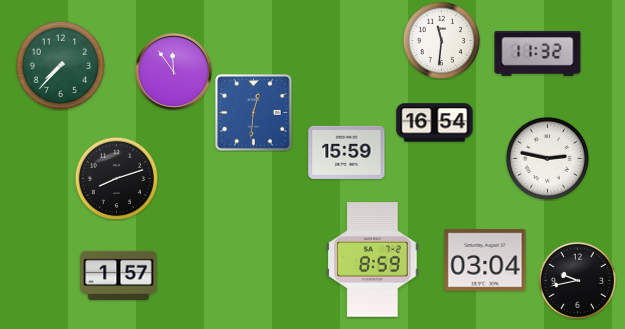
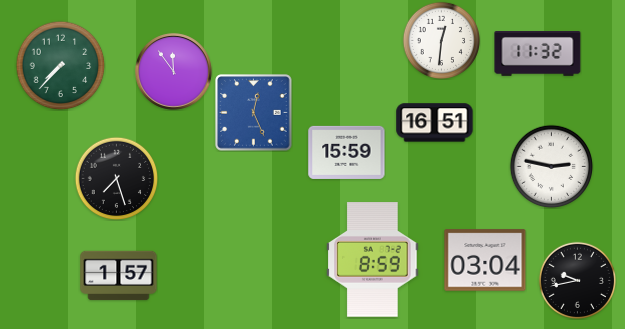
clock at (441, 40): 11:31 -> 12:31
clock at (254, 113): 12:31 -> 12:26
clock at (435, 123): 16:54 -> 16:51
clock at (547, 158) position: (547, 158) -> (551, 166)
clock at (116, 178): 8:12 -> 7:27
